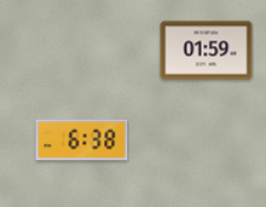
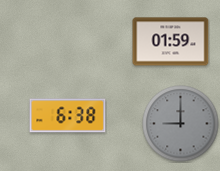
clock at (181, 124): none -> 9:00
